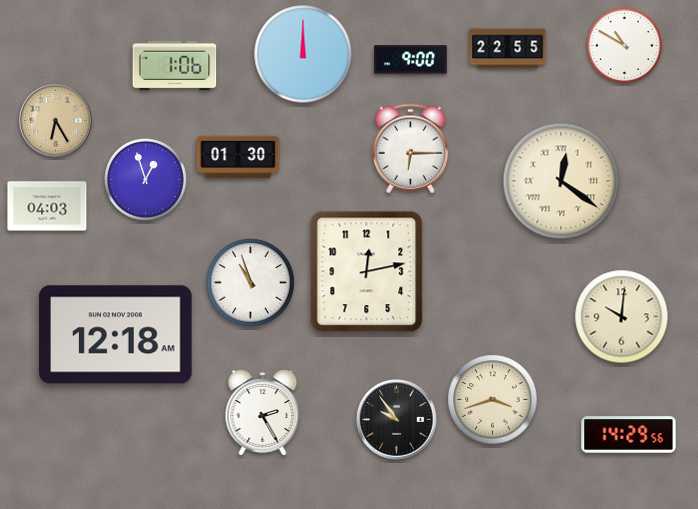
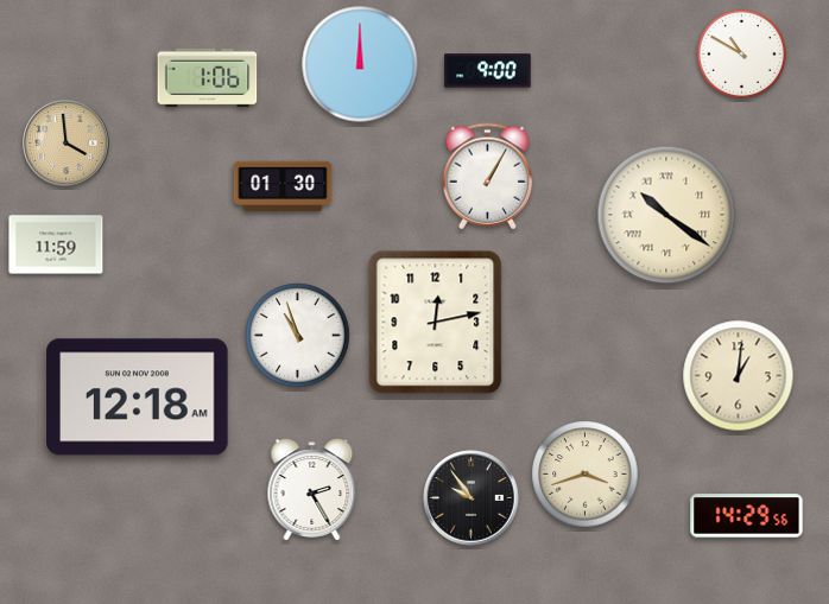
clock at (508, 49): 22:55 -> none
clock at (56, 121): 6:25 -> 3:59
clock at (411, 149): 6:15 -> 1:05
clock at (146, 180): 12:57 -> none
clock at (561, 181): 12:21 -> 10:21
clock at (47, 206): 04:03 -> 11:59
clock at (622, 317): 10:01 -> 1:01
